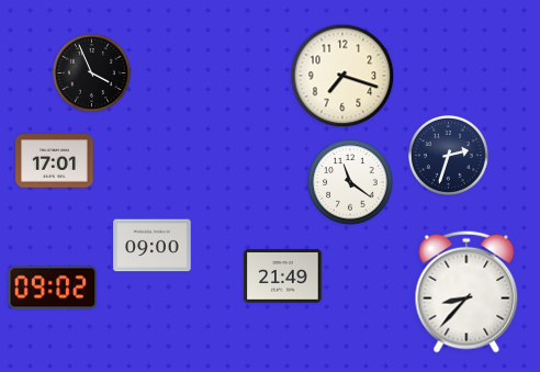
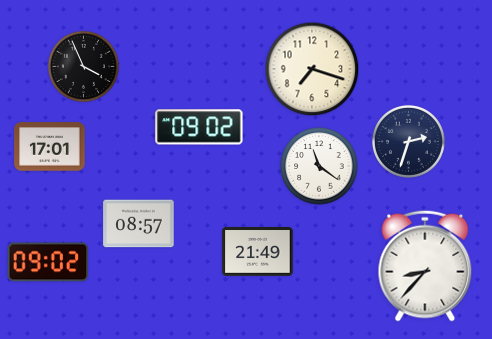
clock at (199, 127): none -> 09:02
clock at (153, 246): 09:00 -> 08:57
